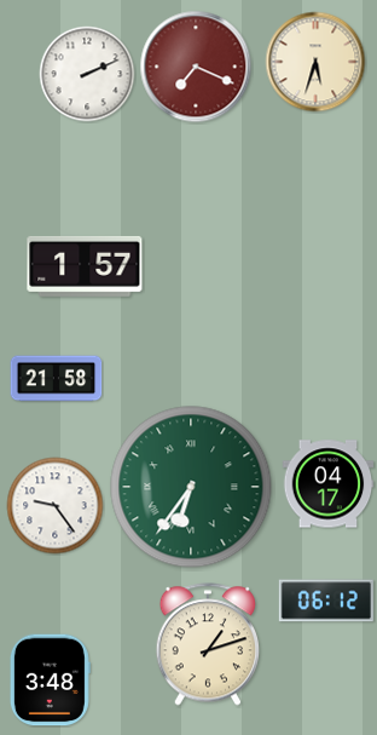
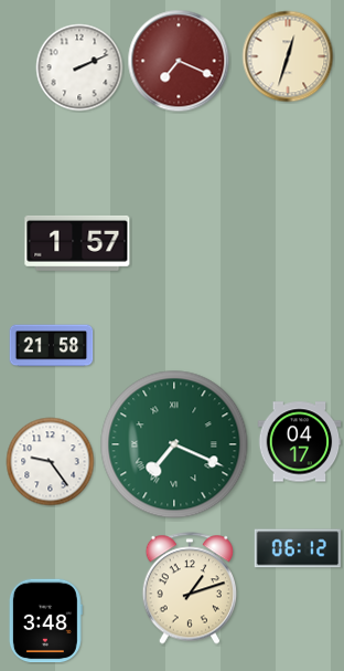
clock at (315, 62): 5:33 -> 12:33
clock at (191, 487): 6:36 -> 7:19
